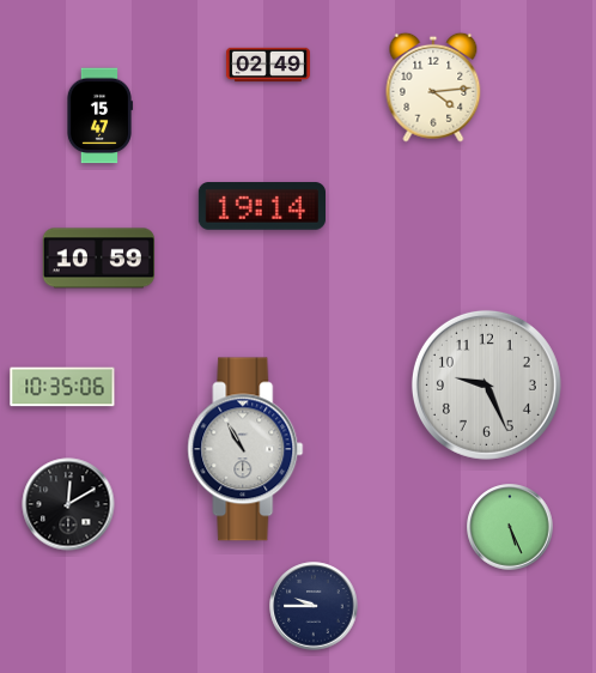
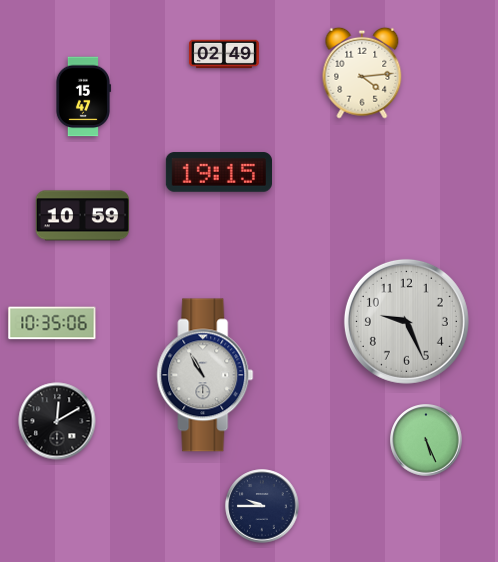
clock at (261, 206): 19:14 -> 19:15
